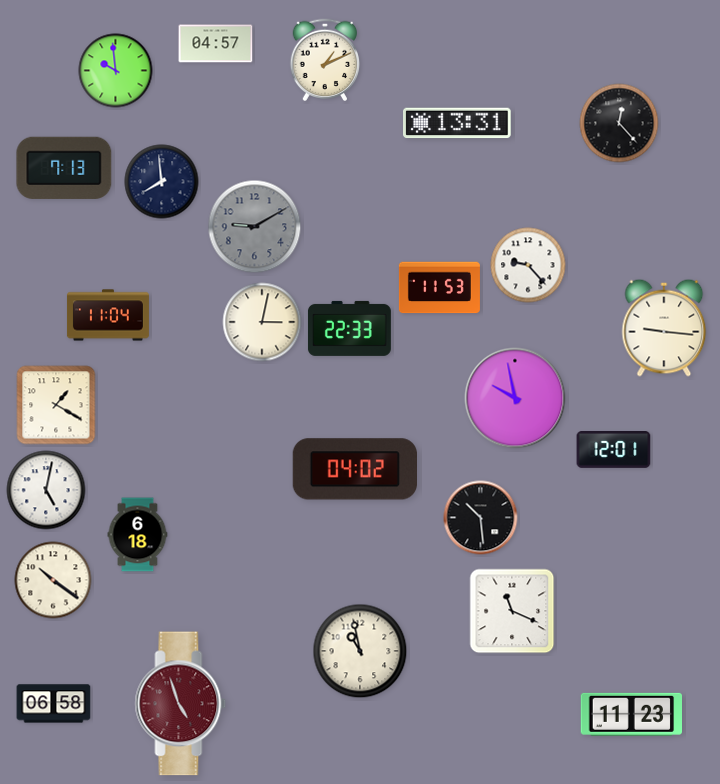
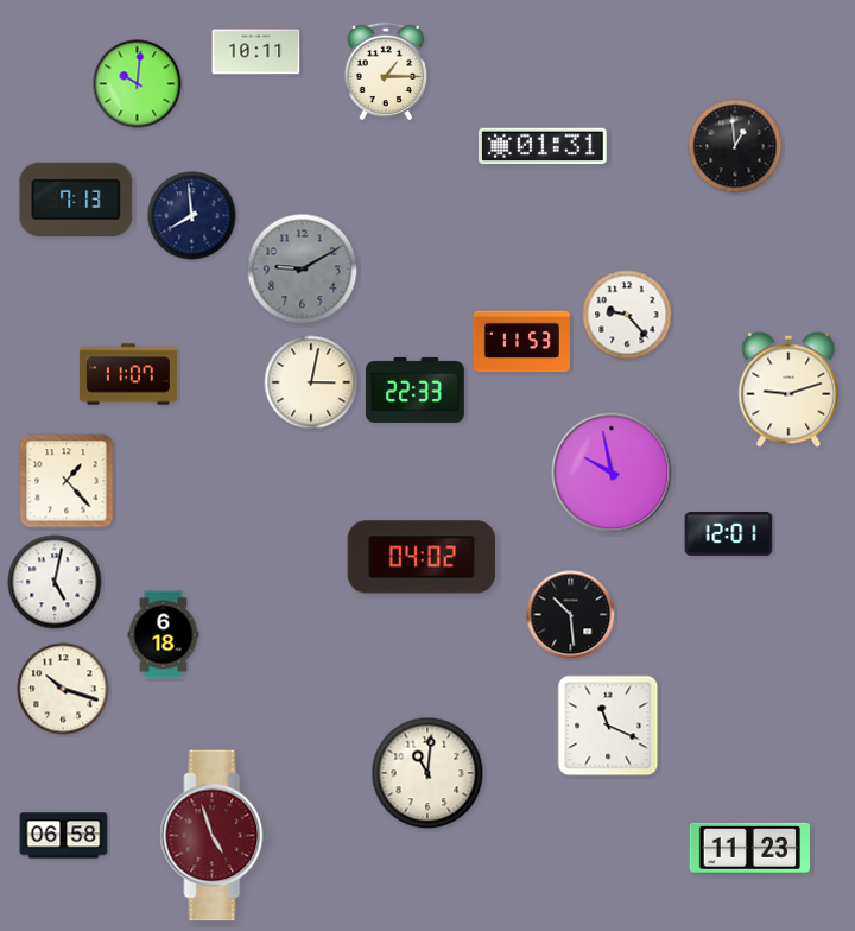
clock at (216, 44): 04:57 -> 10:11
clock at (325, 59): 1:11 -> 1:15
clock at (116, 71): 9:59 -> 10:01
clock at (457, 123): 13:31 -> 01:31
clock at (619, 123): 12:23 -> 12:59
clock at (108, 315): 11:04 -> 11:07
clock at (664, 328): 9:16 -> 9:12
clock at (56, 405): 1:20 -> 1:23
clock at (53, 580): 10:21 -> 10:18
clock at (360, 651): 10:58 -> 11:01
